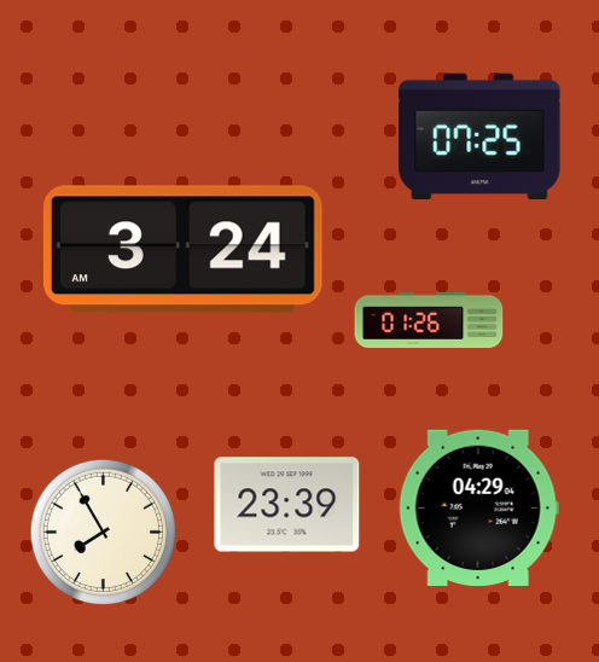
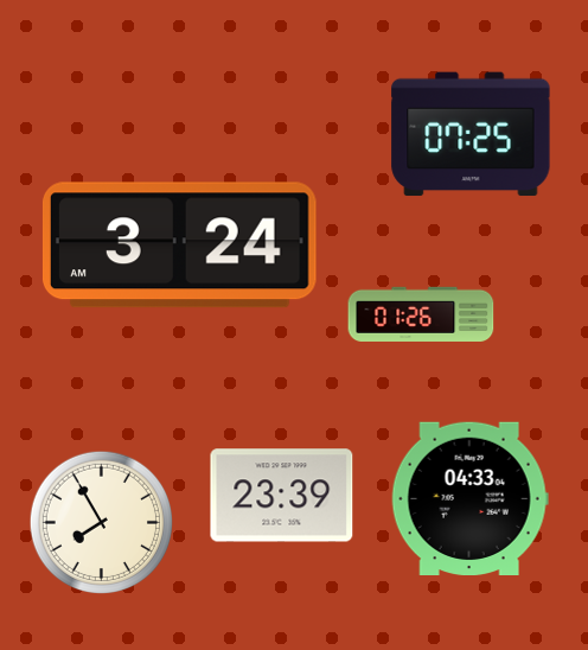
clock at (478, 507): 04:29 -> 04:33
